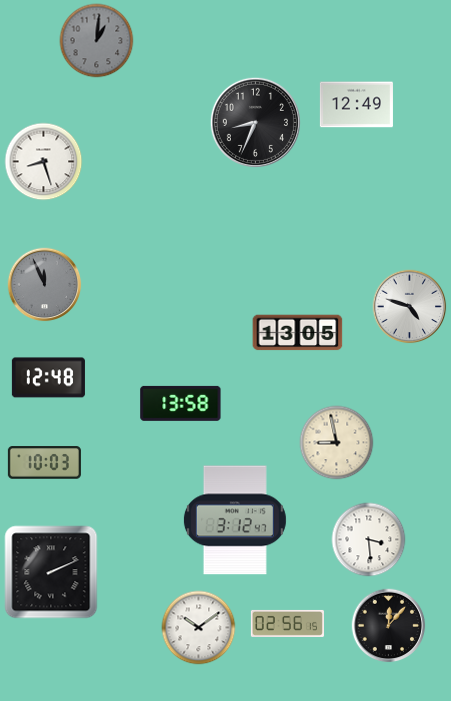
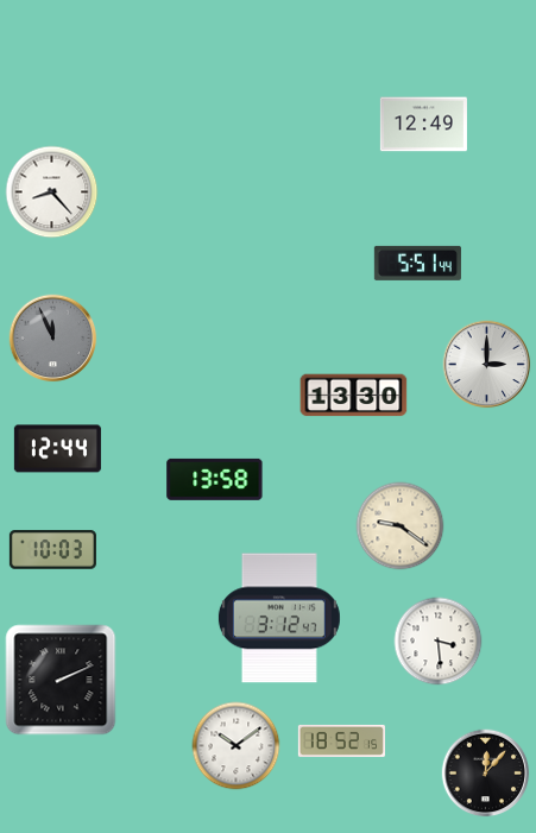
clock at (97, 41): 1:01 -> none
clock at (255, 122): 8:34 -> none
clock at (44, 162): 8:27 -> 8:23
clock at (417, 263): none -> 5:51
clock at (410, 307): 4:48 -> 3:00
clock at (298, 333): 13:05 -> 13:30
clock at (48, 378): 12:48 -> 12:44
clock at (337, 443): 8:58 -> 9:21
clock at (287, 623): 02:56 -> 18:52
clock at (389, 626) position: (389, 626) -> (486, 774)
